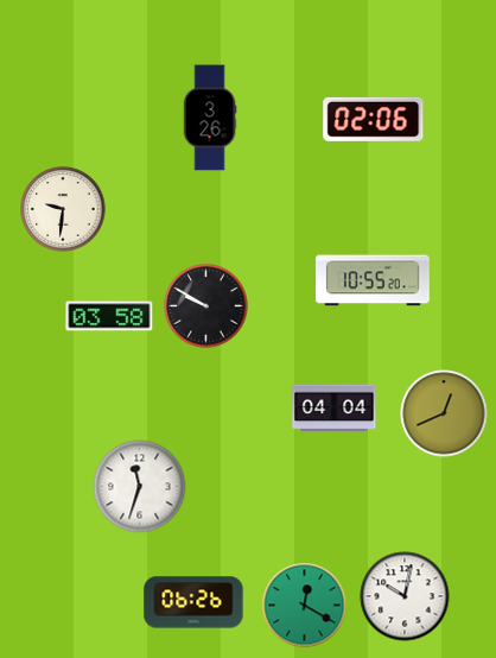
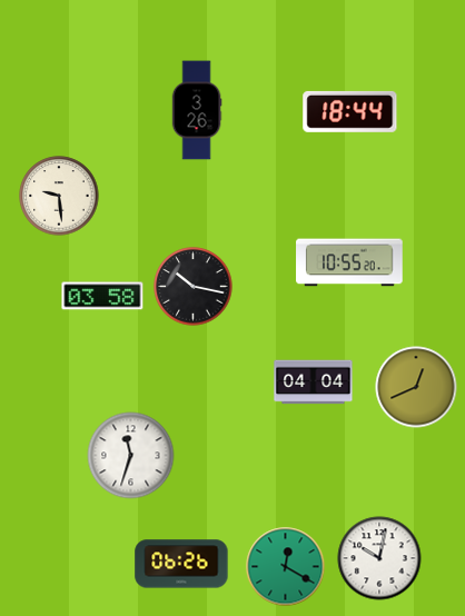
clock at (374, 119): 02:06 -> 18:44
clock at (63, 209): 9:31 -> 9:29
clock at (206, 306): 9:50 -> 10:17
